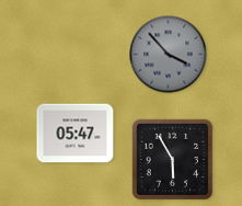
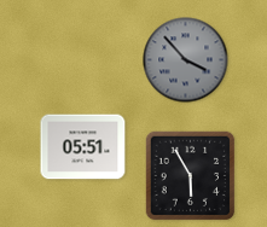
clock at (76, 134): 05:47 -> 05:51
